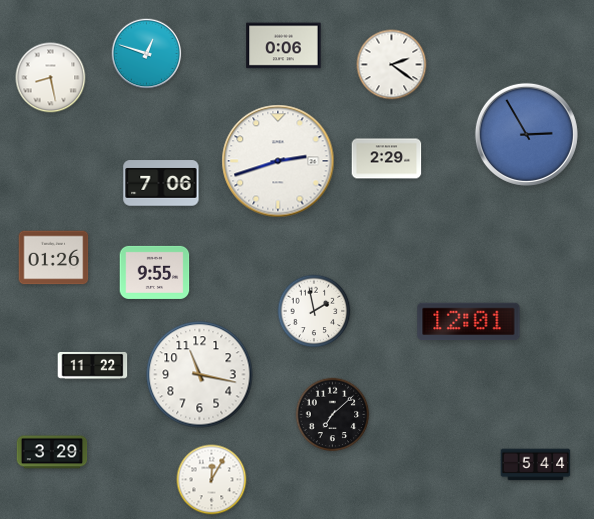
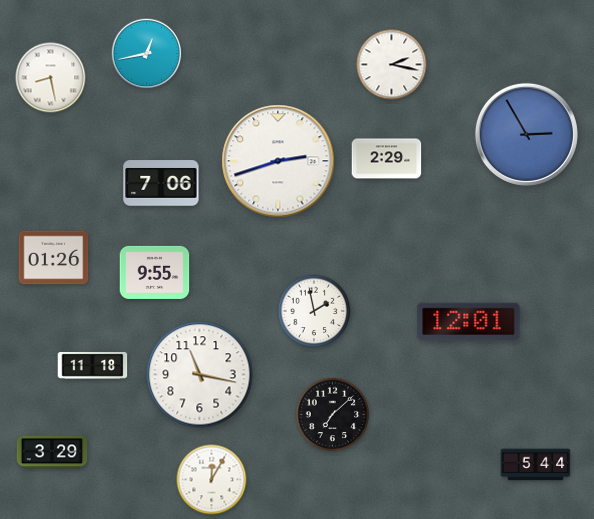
clock at (284, 46): 0:06 -> none
clock at (147, 54): 12:48 -> 12:43
clock at (392, 65): 2:21 -> 2:17
clock at (93, 365): 11:22 -> 11:18
